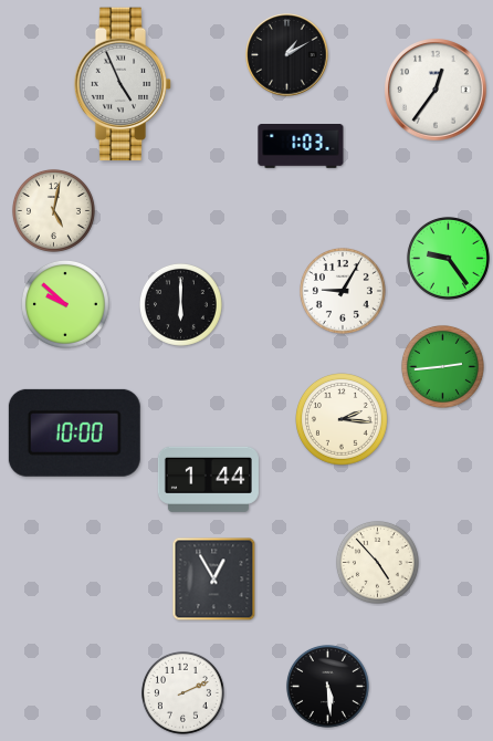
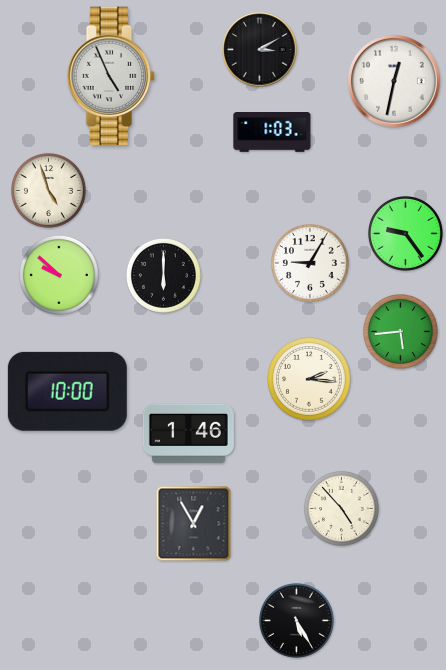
clock at (287, 55): 1:10 -> 3:10
clock at (436, 90): 12:36 -> 12:32
clock at (53, 210): 5:02 -> 4:57
clock at (442, 366): 2:44 -> 5:44
clock at (208, 479): 1:44 -> 1:46
clock at (327, 686): 5:29 -> 5:25
clock at (182, 692): 2:11 -> none
